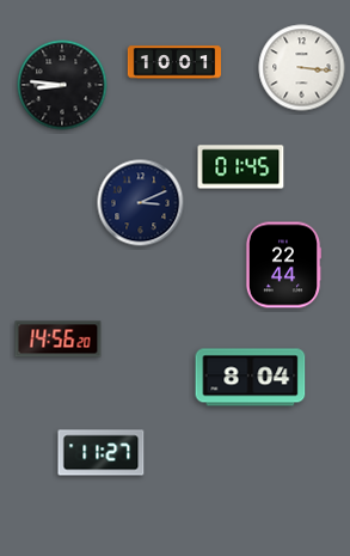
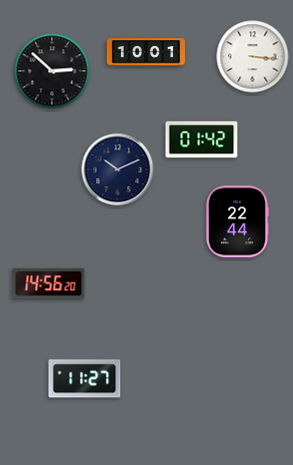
clock at (62, 85): 8:46 -> 2:52
clock at (241, 167): 01:45 -> 01:42
clock at (141, 203): 3:11 -> 10:11
clock at (251, 378): 8:04 -> none
